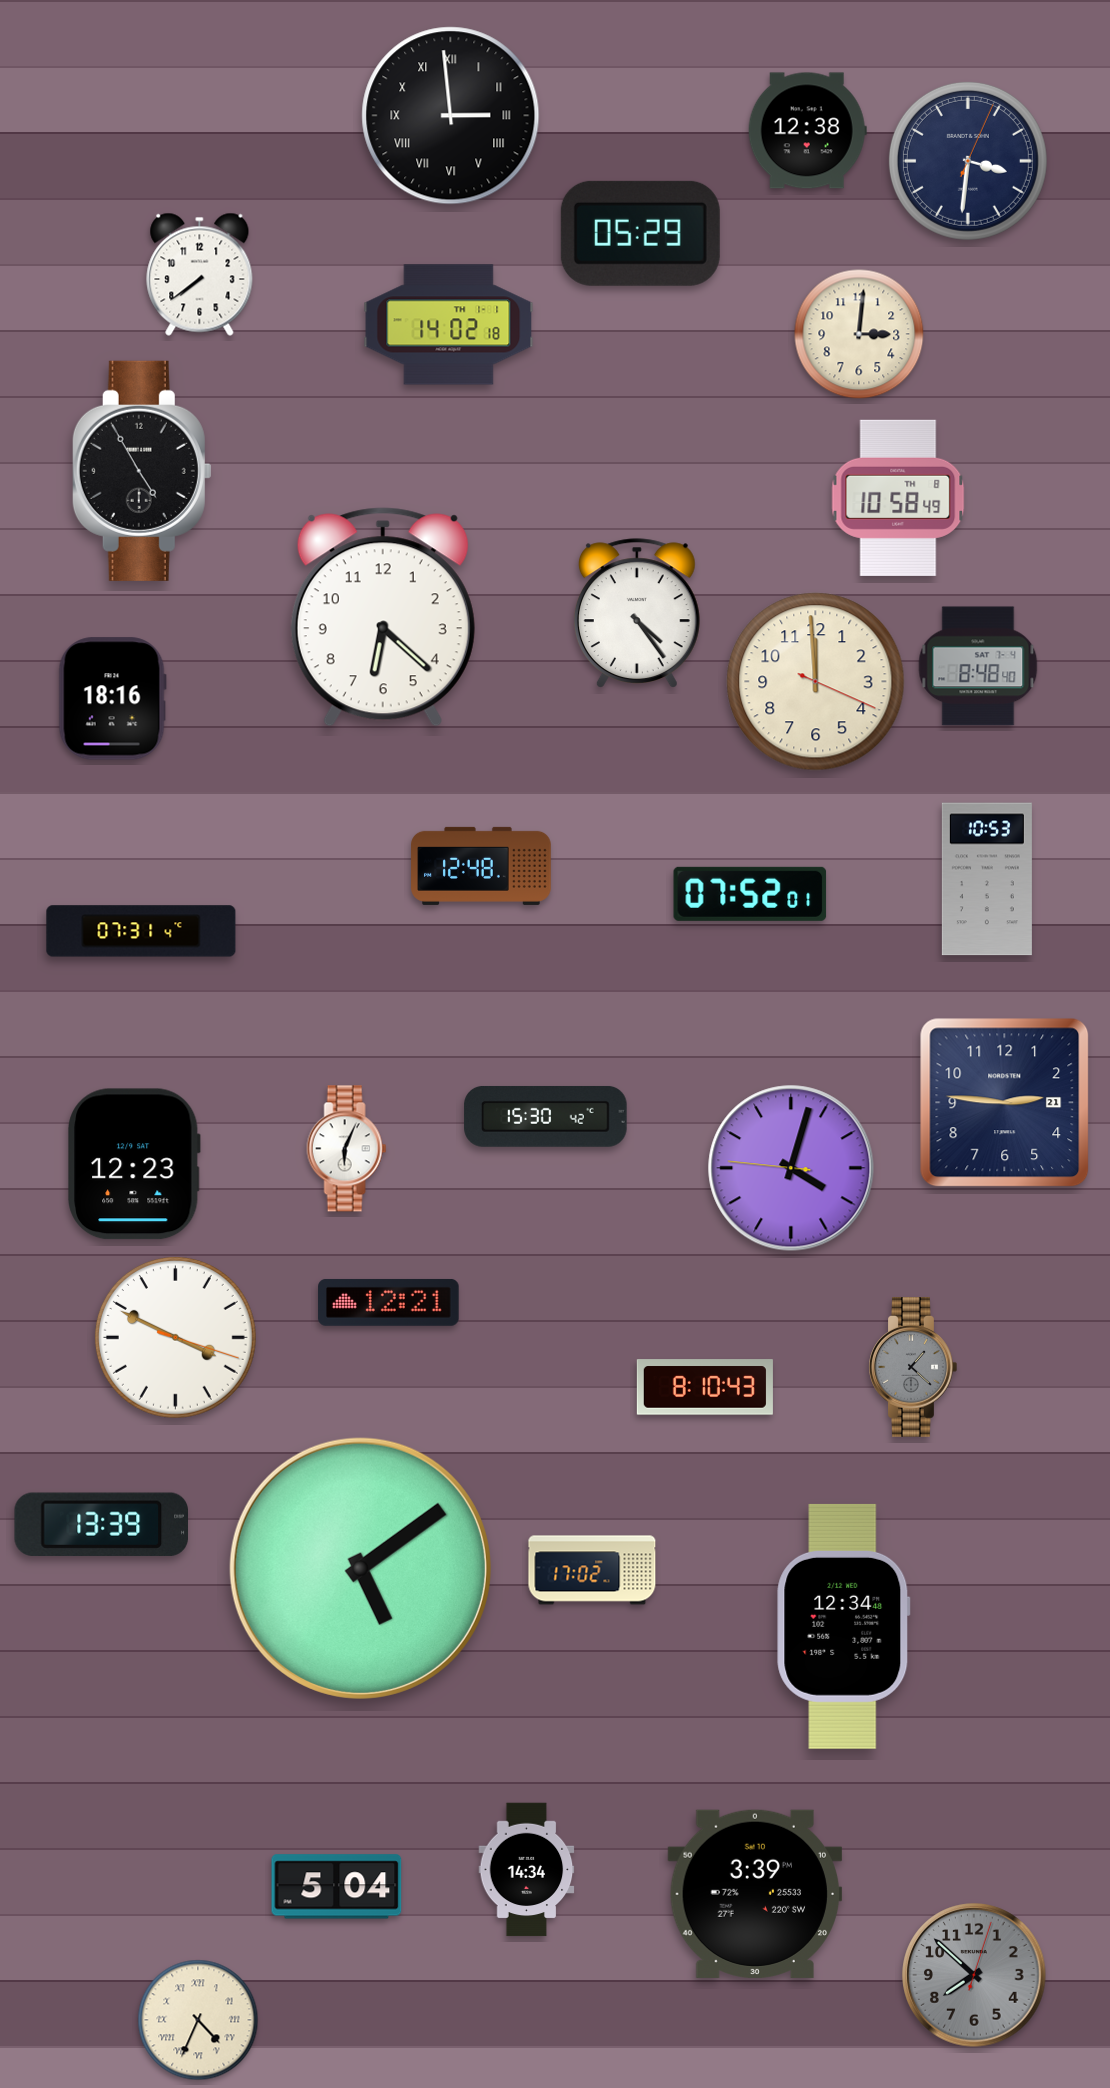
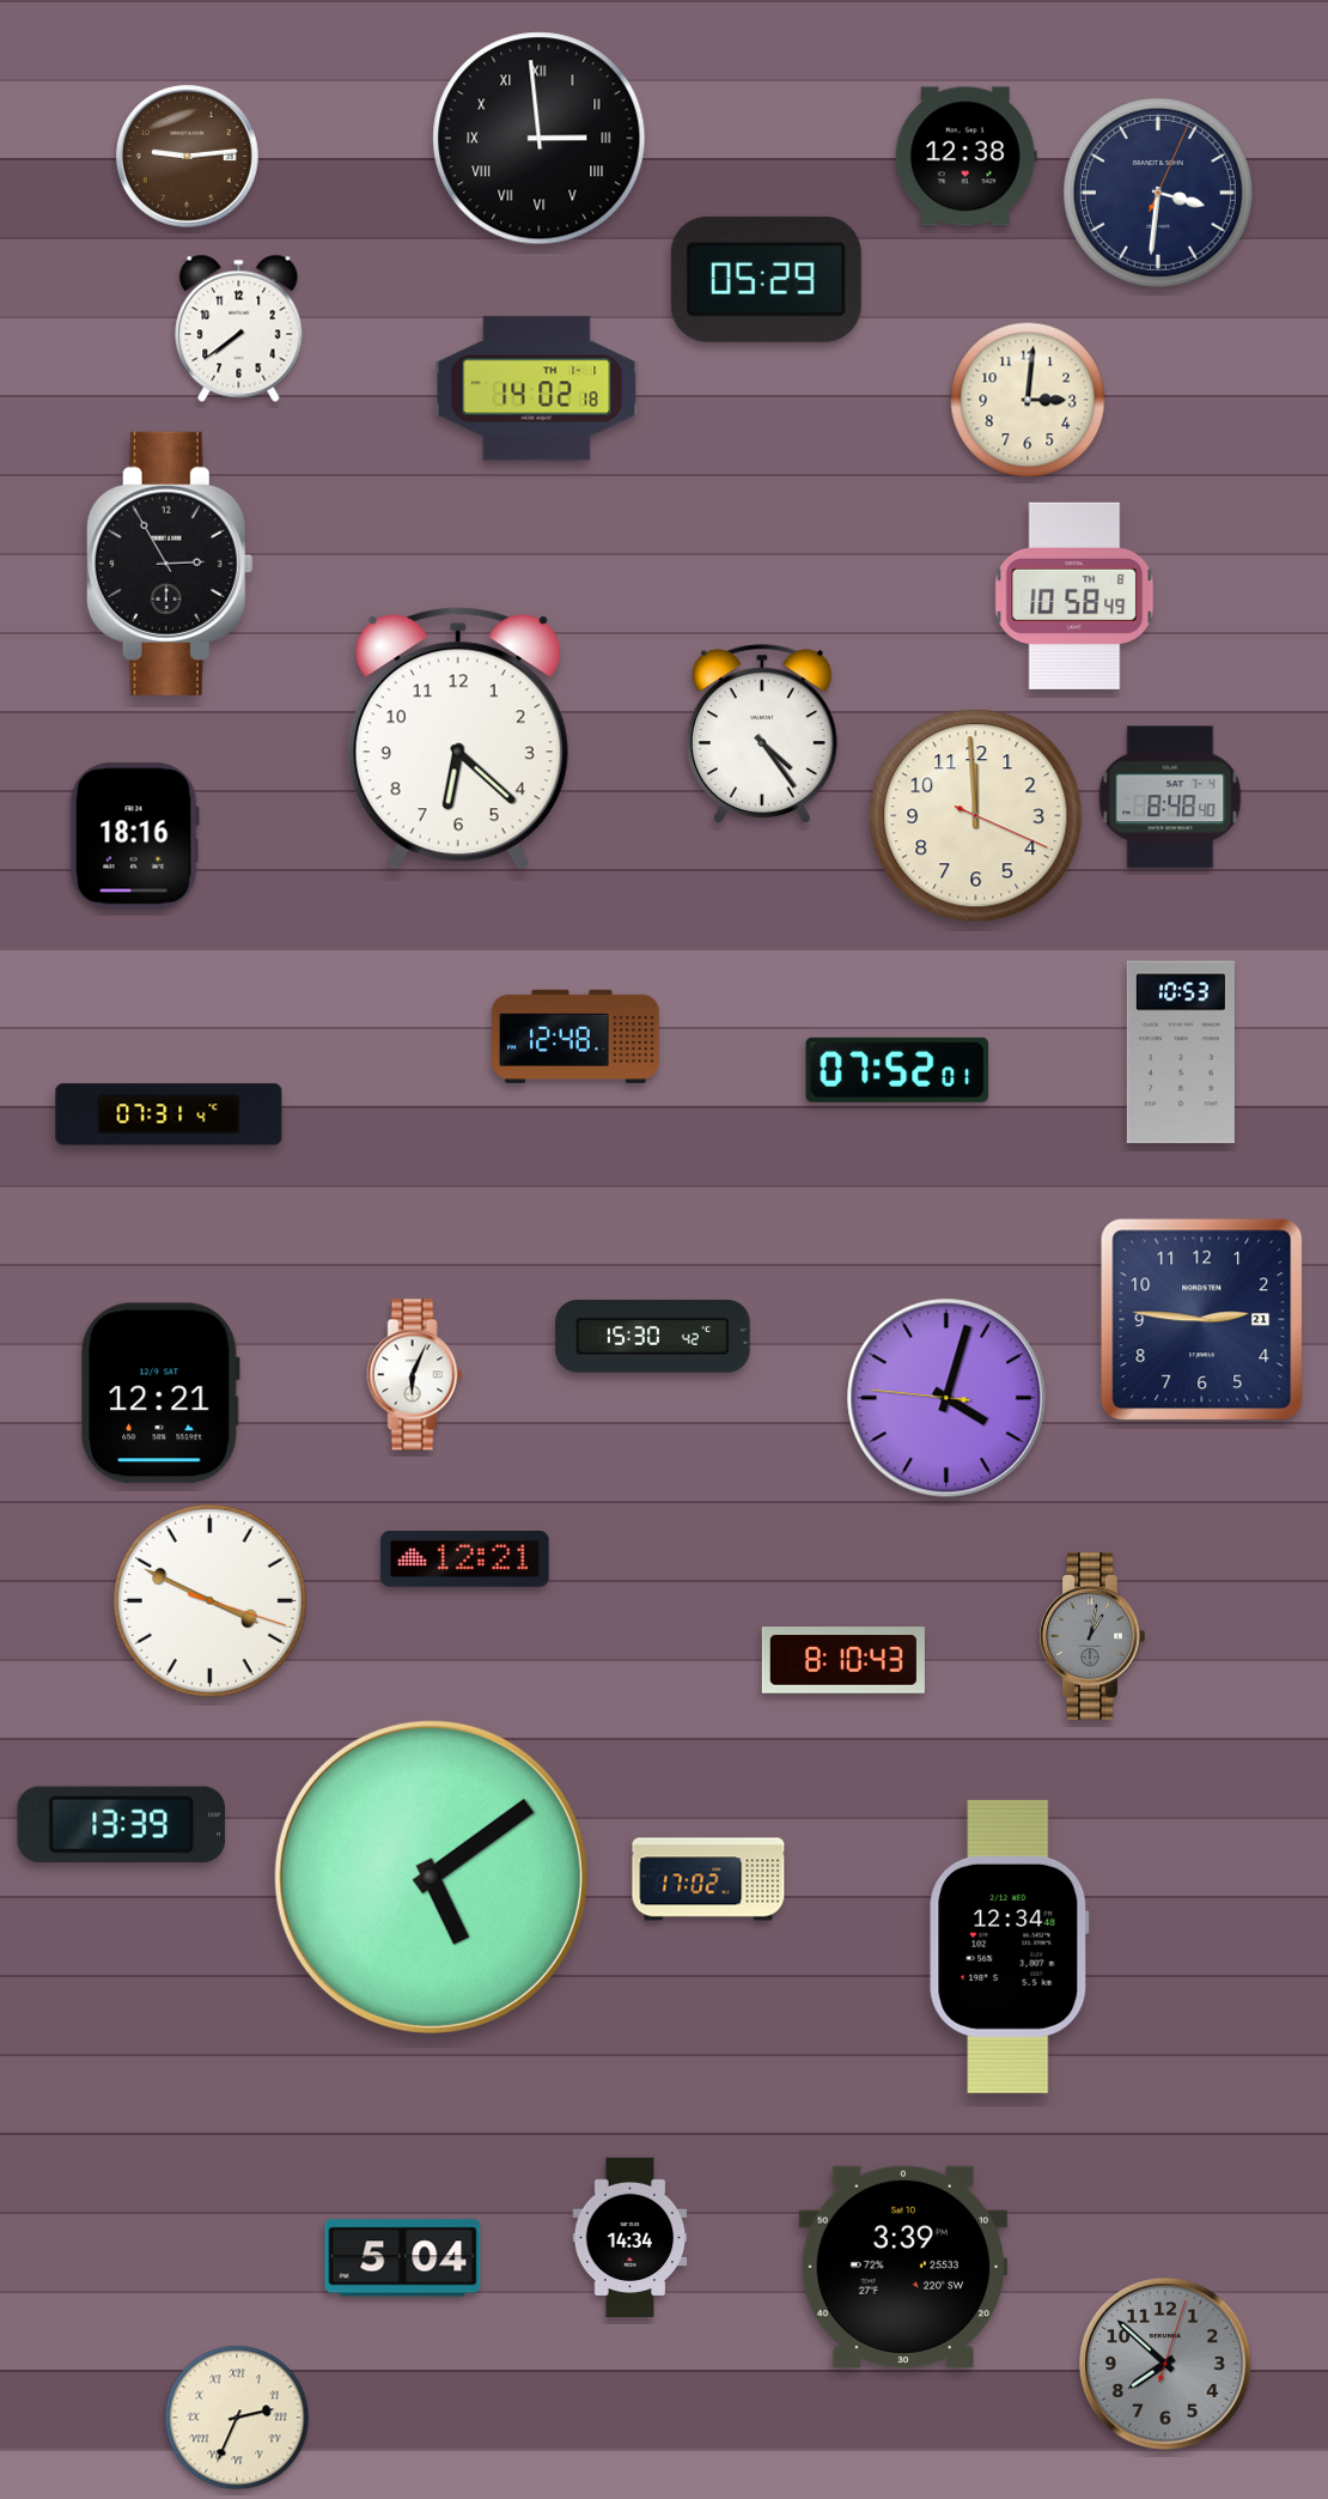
clock at (187, 156): none -> 9:14
clock at (142, 471): 4:55 -> 2:55
clock at (135, 1164): 12:23 -> 12:21
clock at (913, 1368): 1:22 -> 1:02
clock at (198, 2020): 4:34 -> 2:34
